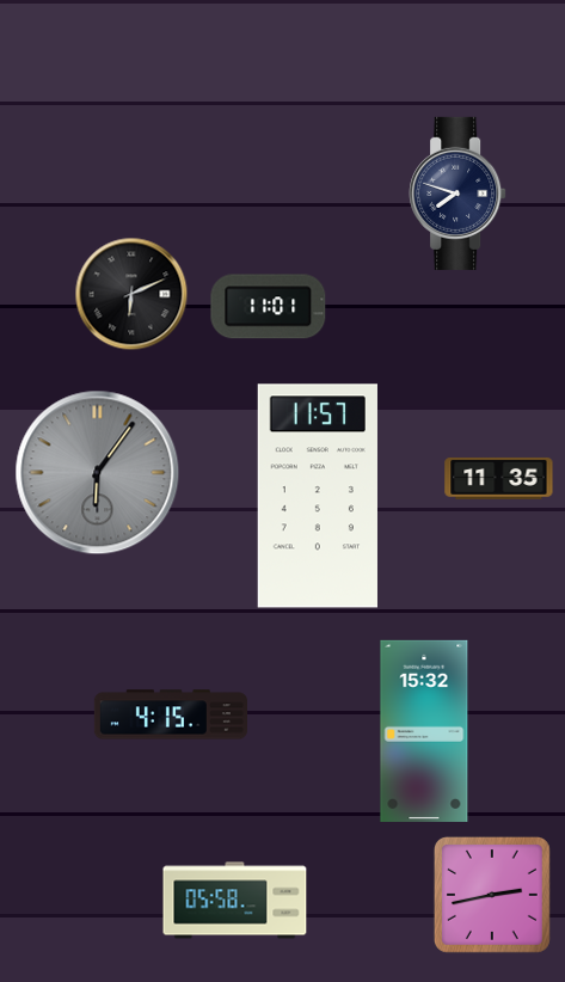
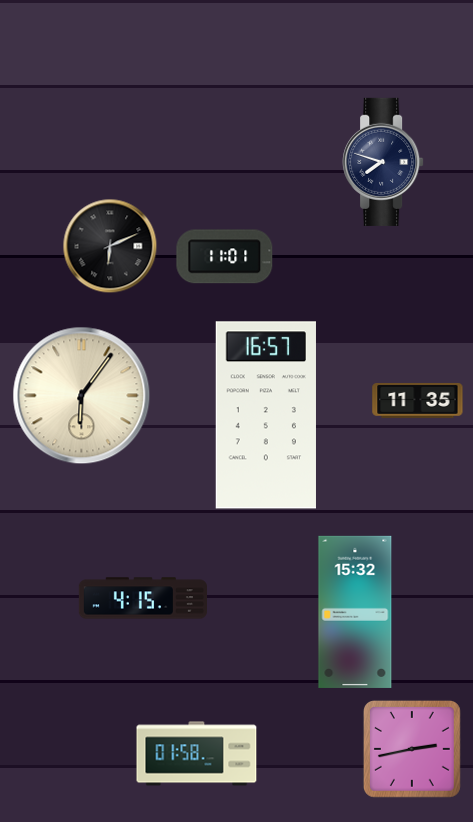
clock at (98, 473) dial: grey -> cream
clock at (318, 496): 11:57 -> 16:57
clock at (235, 901): 05:58 -> 01:58
